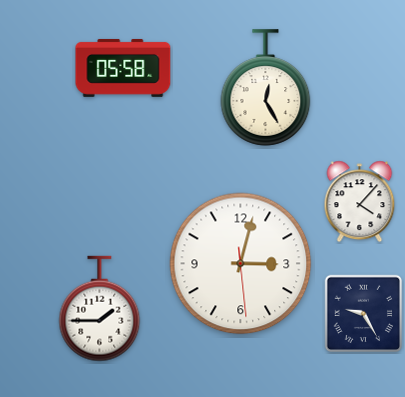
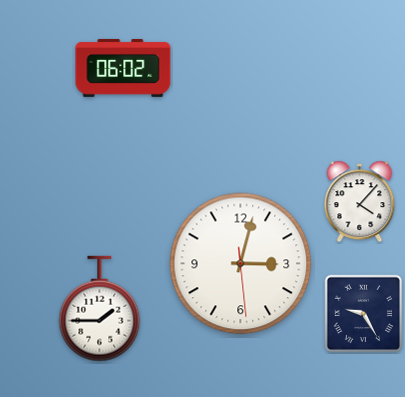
clock at (123, 68): 05:58 -> 06:02
clock at (266, 88): 12:25 -> none
